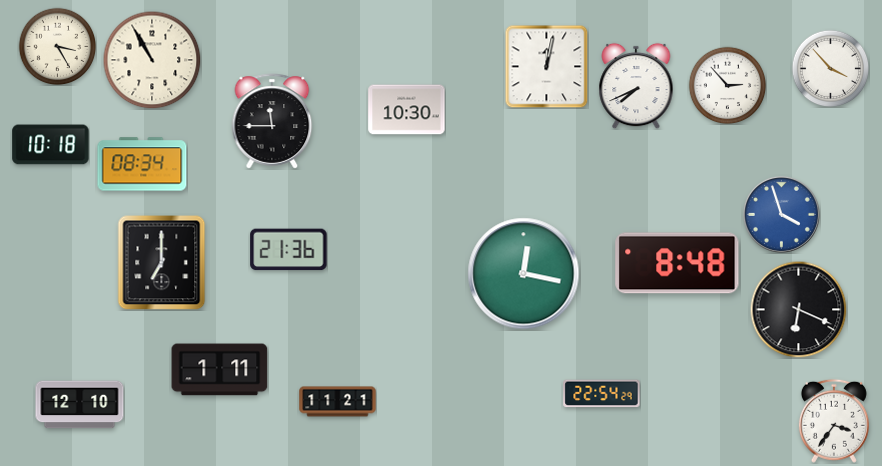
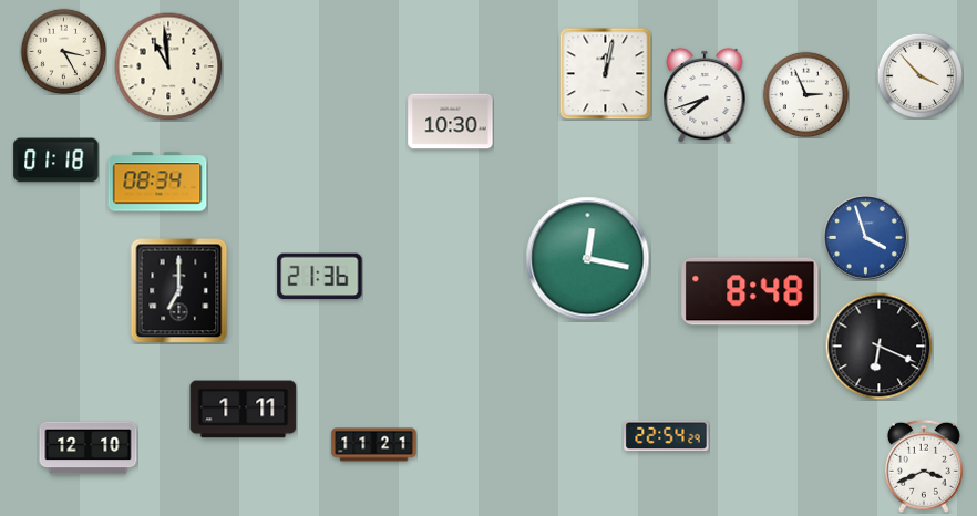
clock at (152, 60): 10:55 -> 10:59
clock at (727, 85): 2:53 -> 2:56
clock at (636, 86): 7:41 -> 7:42
clock at (272, 121): 11:45 -> none
clock at (51, 145): 10:18 -> 01:18
clock at (524, 274) position: (524, 274) -> (588, 259)
clock at (798, 309) position: (798, 309) -> (878, 345)
clock at (834, 421): 3:36 -> 3:41
